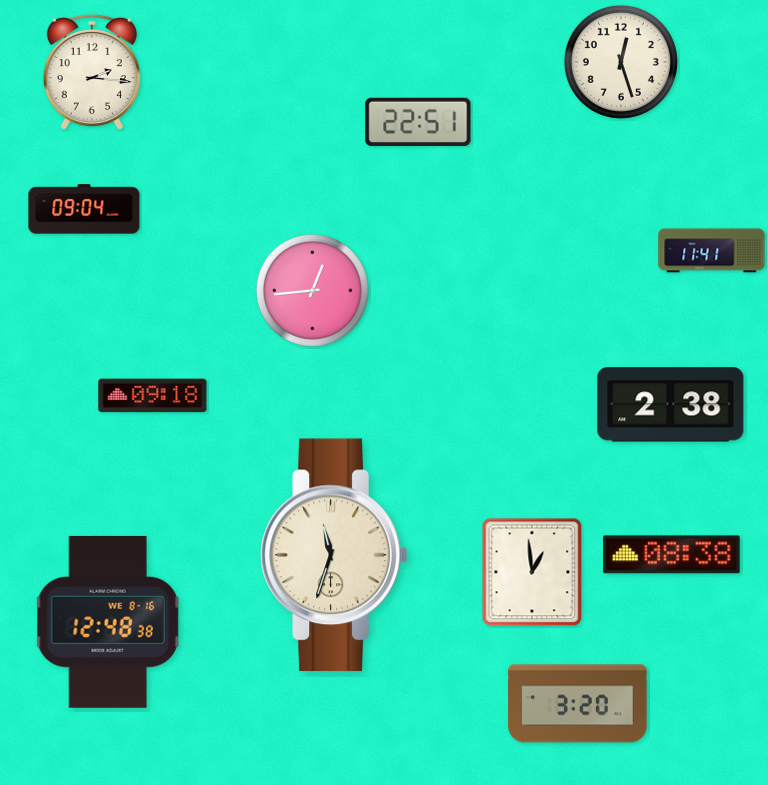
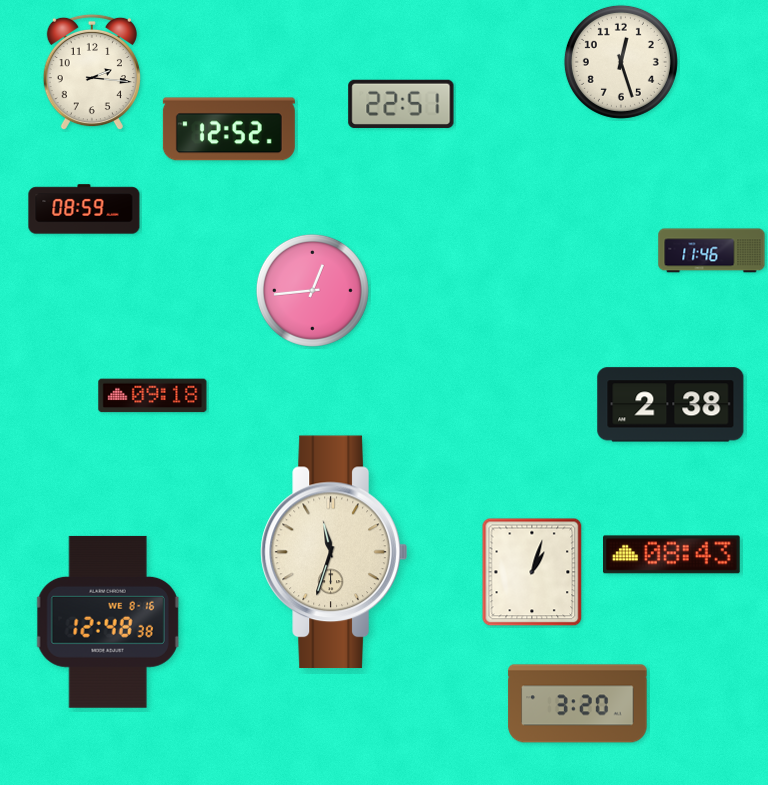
clock at (418, 122) position: (418, 122) -> (401, 104)
clock at (229, 129): none -> 12:52
clock at (84, 209): 09:04 -> 08:59
clock at (712, 251): 11:41 -> 11:46
clock at (334, 555) position: (334, 555) -> (334, 552)
clock at (672, 555): 08:38 -> 08:43
clock at (532, 572): 12:59 -> 1:03
